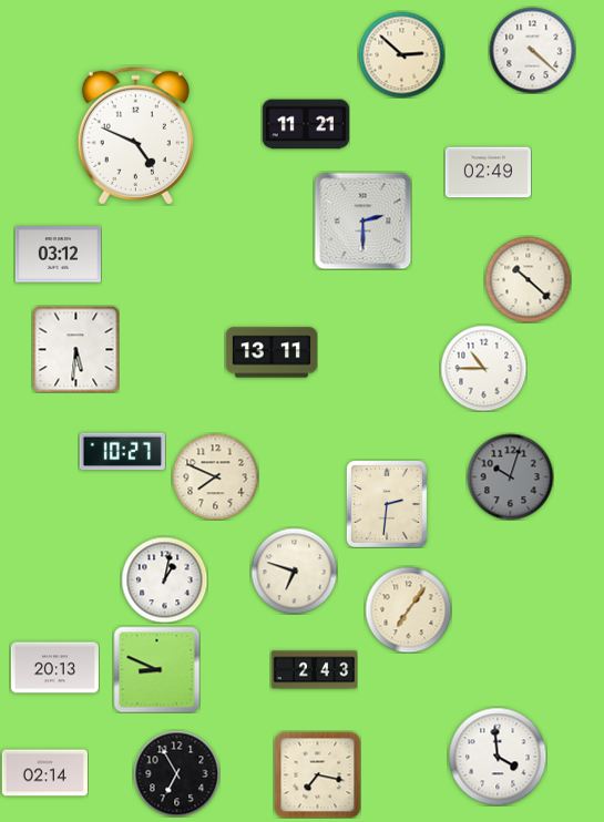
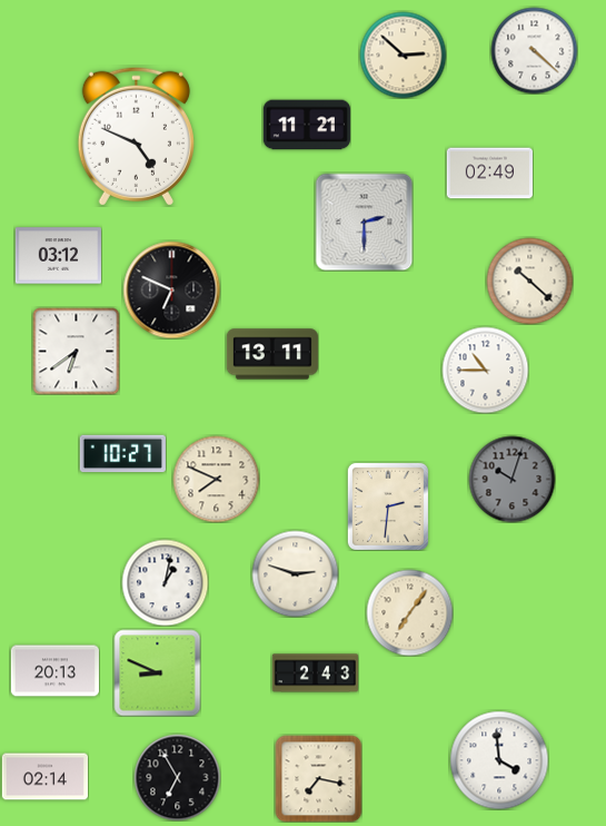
clock at (171, 289): none -> 6:49
clock at (75, 349): 5:31 -> 6:39
clock at (294, 571): 6:48 -> 2:48
